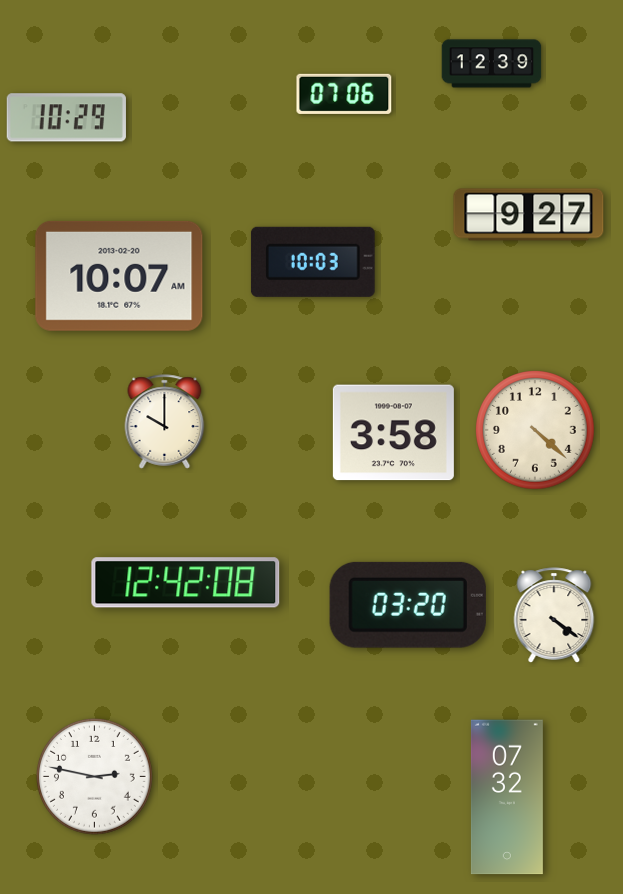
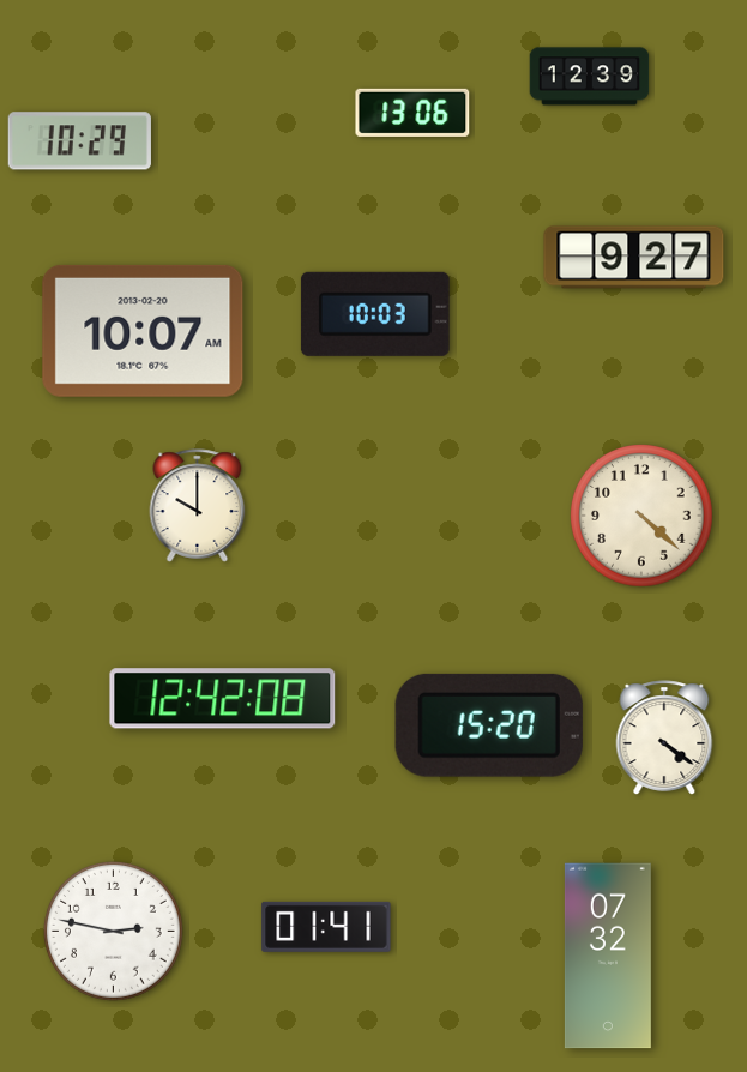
clock at (344, 94): 07:06 -> 13:06
clock at (393, 433): 3:58 -> none
clock at (408, 605): 03:20 -> 15:20
clock at (326, 927): none -> 01:41
